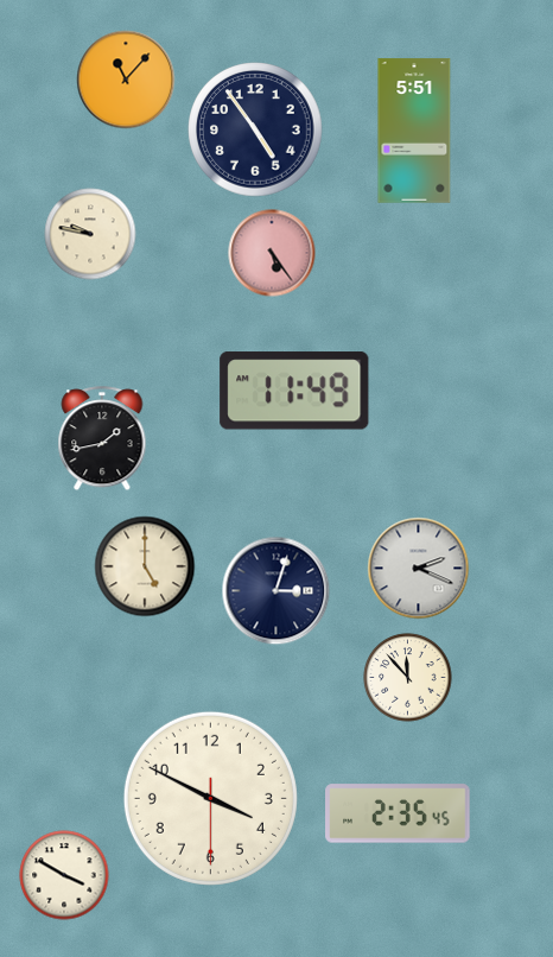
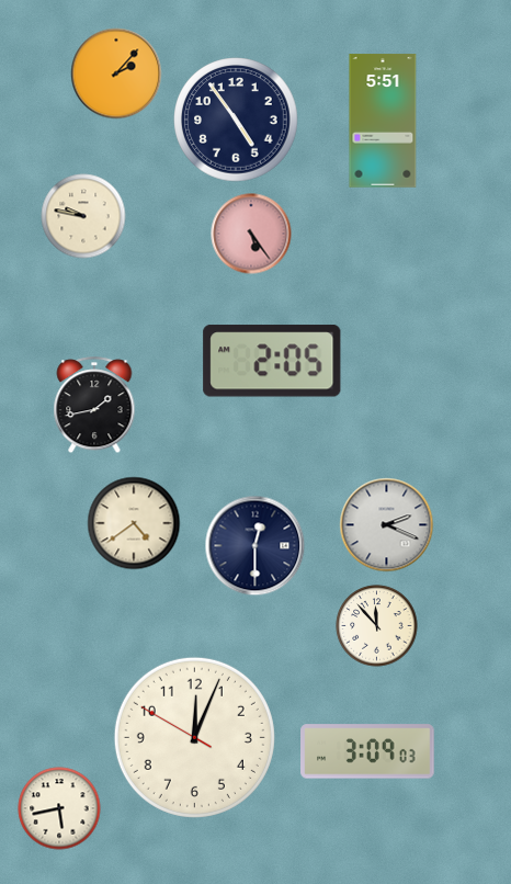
clock at (126, 80): 11:07 -> 2:07
clock at (294, 391): 11:49 -> 2:05
clock at (145, 566): 5:00 -> 4:39
clock at (276, 591): 3:03 -> 12:30
clock at (210, 798): 3:49 -> 12:03
clock at (398, 813): 2:35 -> 3:09
clock at (64, 875): 3:50 -> 5:43
